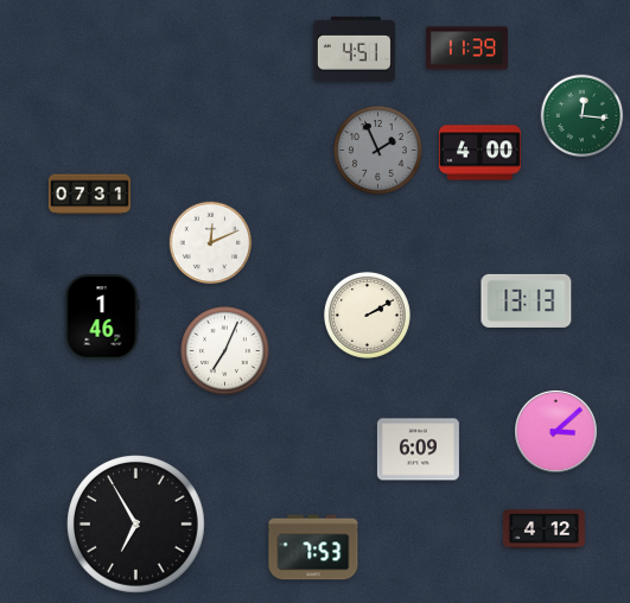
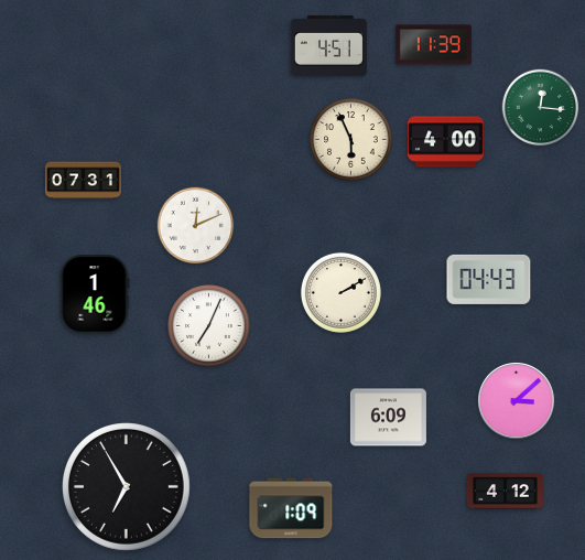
clock at (378, 151): 1:56 -> 5:56
clock at (378, 151) dial: grey -> cream
clock at (527, 300): 13:13 -> 04:43
clock at (313, 547): 7:53 -> 1:09
